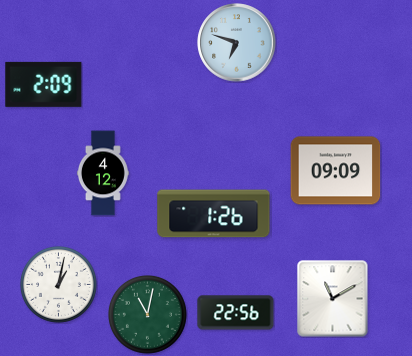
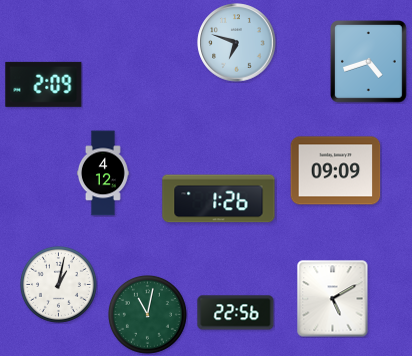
clock at (369, 62): none -> 4:42
clock at (214, 214) position: (214, 214) -> (219, 199)
clock at (333, 299): 11:10 -> 5:10
